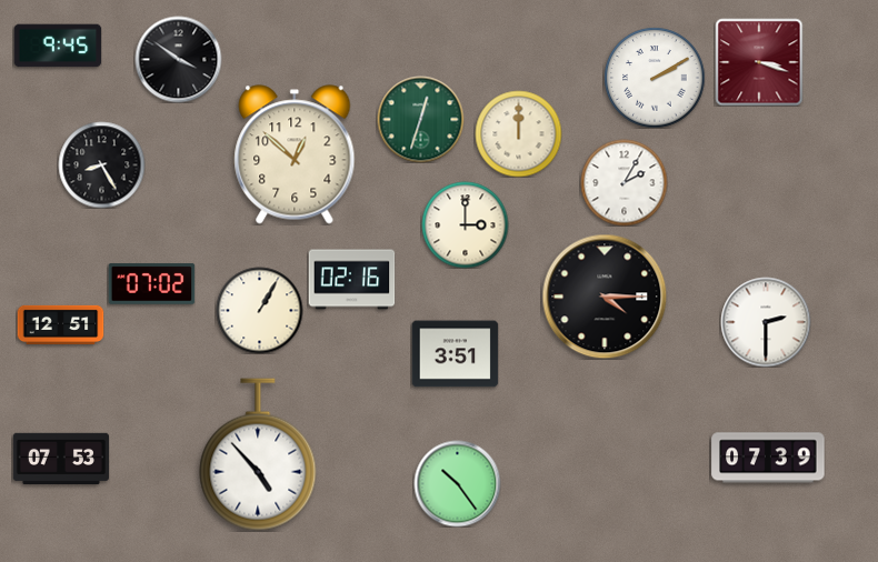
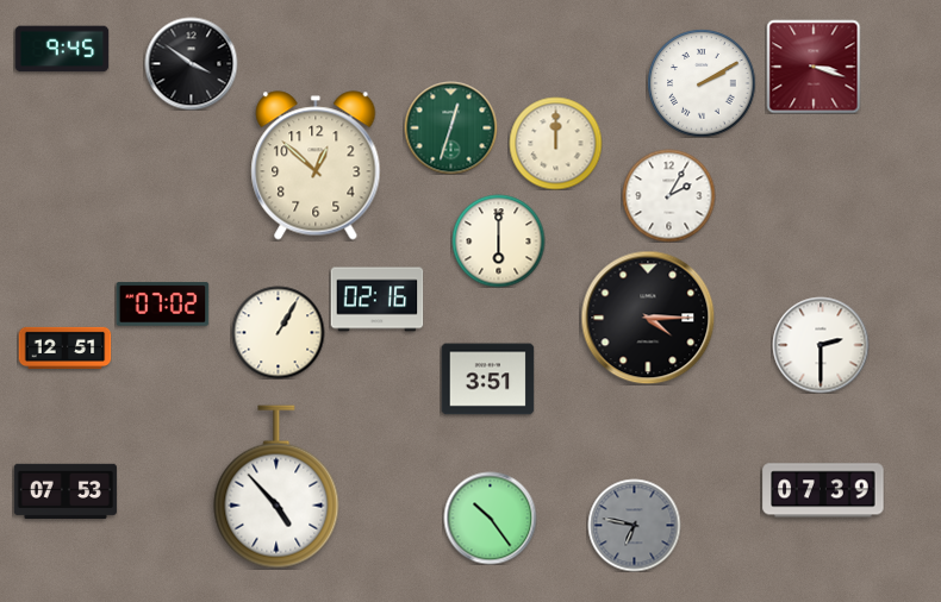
clock at (101, 164): 8:25 -> none
clock at (465, 224): 3:00 -> 6:00
clock at (634, 525): none -> 6:47
